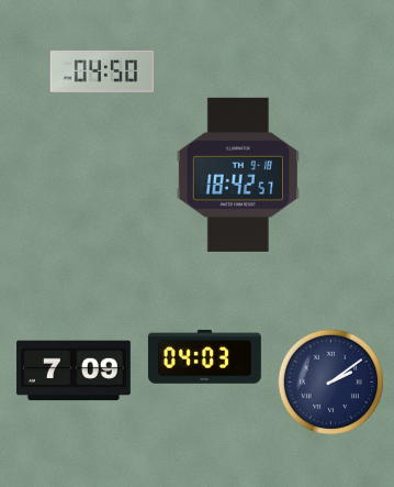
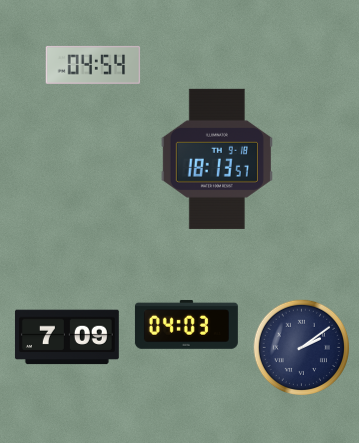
clock at (102, 71): 04:50 -> 04:54
clock at (238, 175): 18:42 -> 18:13
